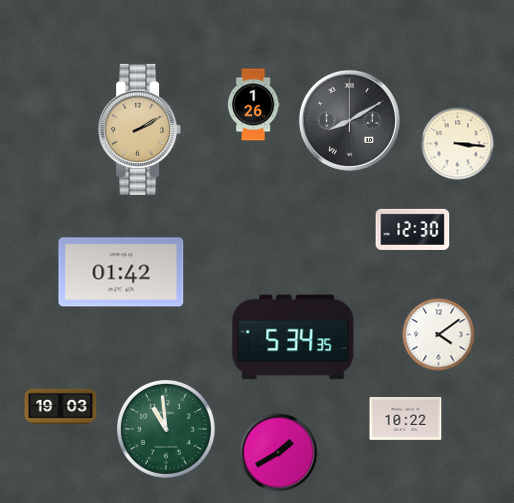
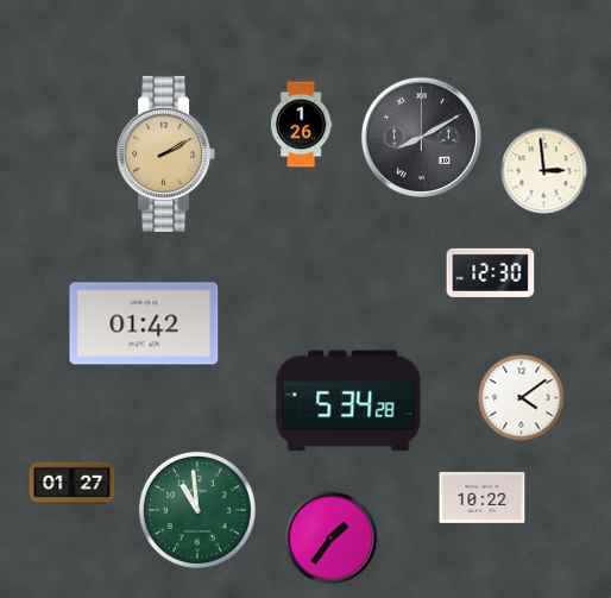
clock at (349, 120) position: (349, 120) -> (421, 137)
clock at (458, 144): 3:16 -> 2:59
clock at (293, 337): 5:34:35 -> 5:34:28
clock at (61, 407): 19:03 -> 01:27
clock at (279, 453): 1:40 -> 1:36
